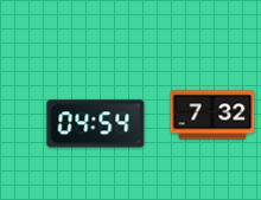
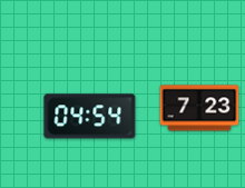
clock at (212, 115): 7:32 -> 7:23
